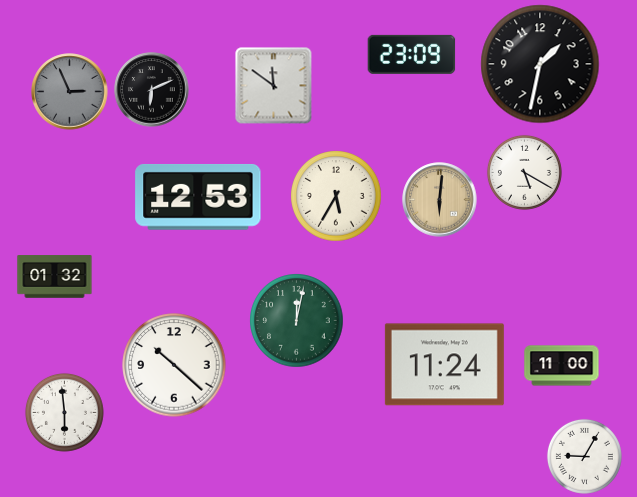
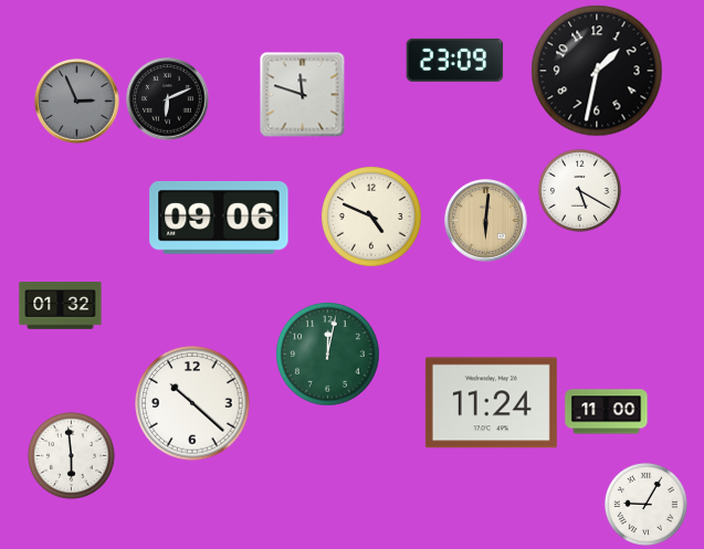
clock at (274, 86): 11:51 -> 11:48
clock at (336, 196): 5:35 -> 4:49
clock at (198, 197): 12:53 -> 09:06
clock at (562, 366) position: (562, 366) -> (607, 412)
